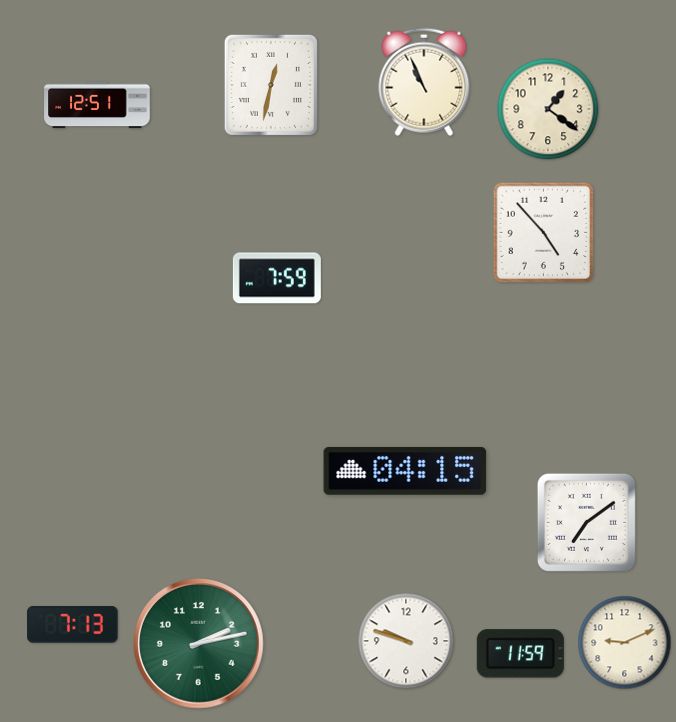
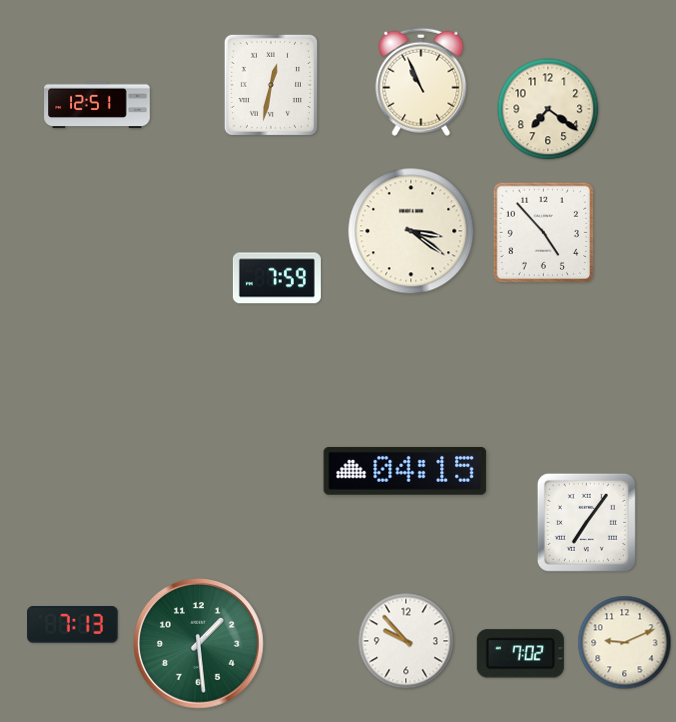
clock at (424, 82) position: (424, 82) -> (421, 82)
clock at (548, 109): 1:21 -> 7:21
clock at (411, 231): none -> 3:21
clock at (586, 522): 7:09 -> 7:06
clock at (406, 641): 9:48 -> 9:53
clock at (199, 644): 2:13 -> 1:29
clock at (520, 654): 11:59 -> 7:02
